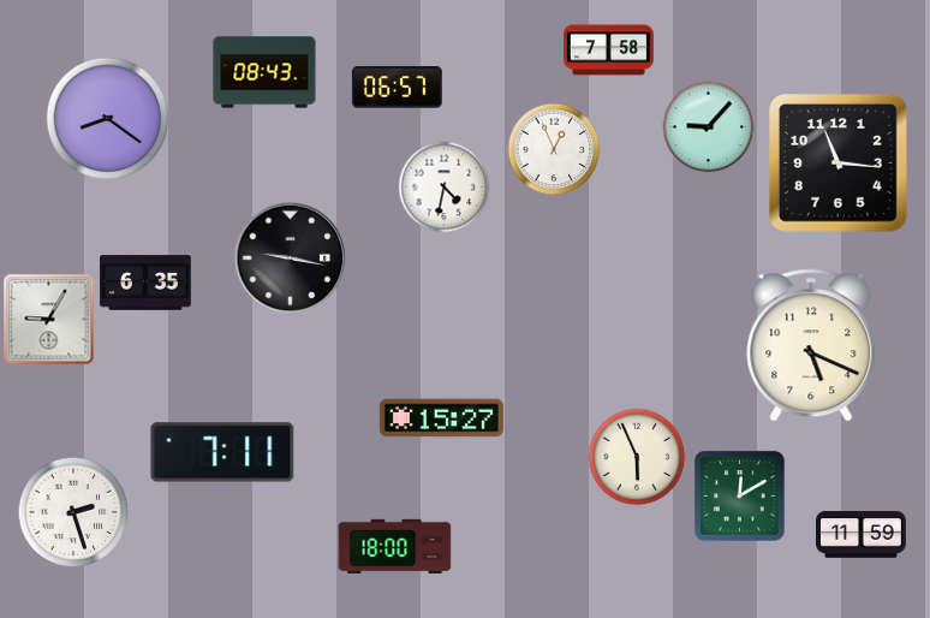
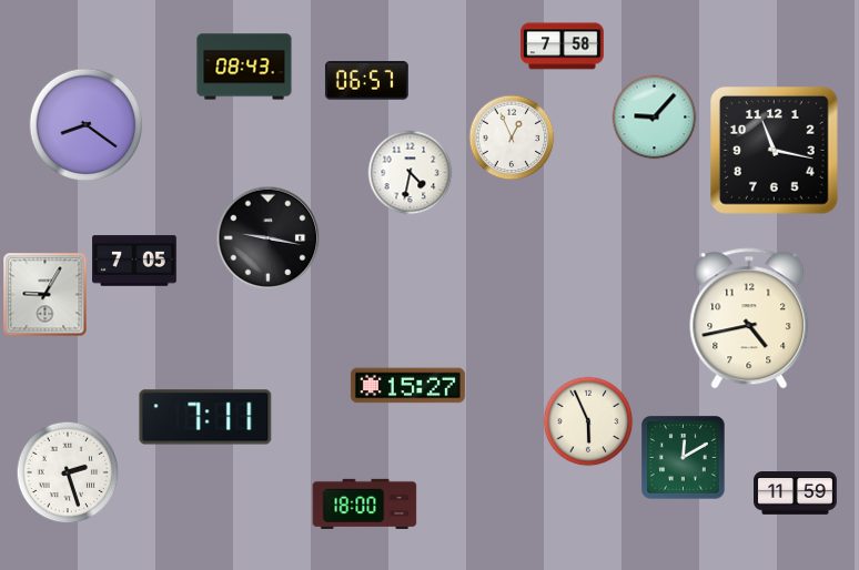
clock at (108, 119) position: (108, 119) -> (87, 125)
clock at (839, 164): 11:16 -> 11:17
clock at (145, 283): 6:35 -> 7:05
clock at (811, 345): 5:19 -> 4:43
